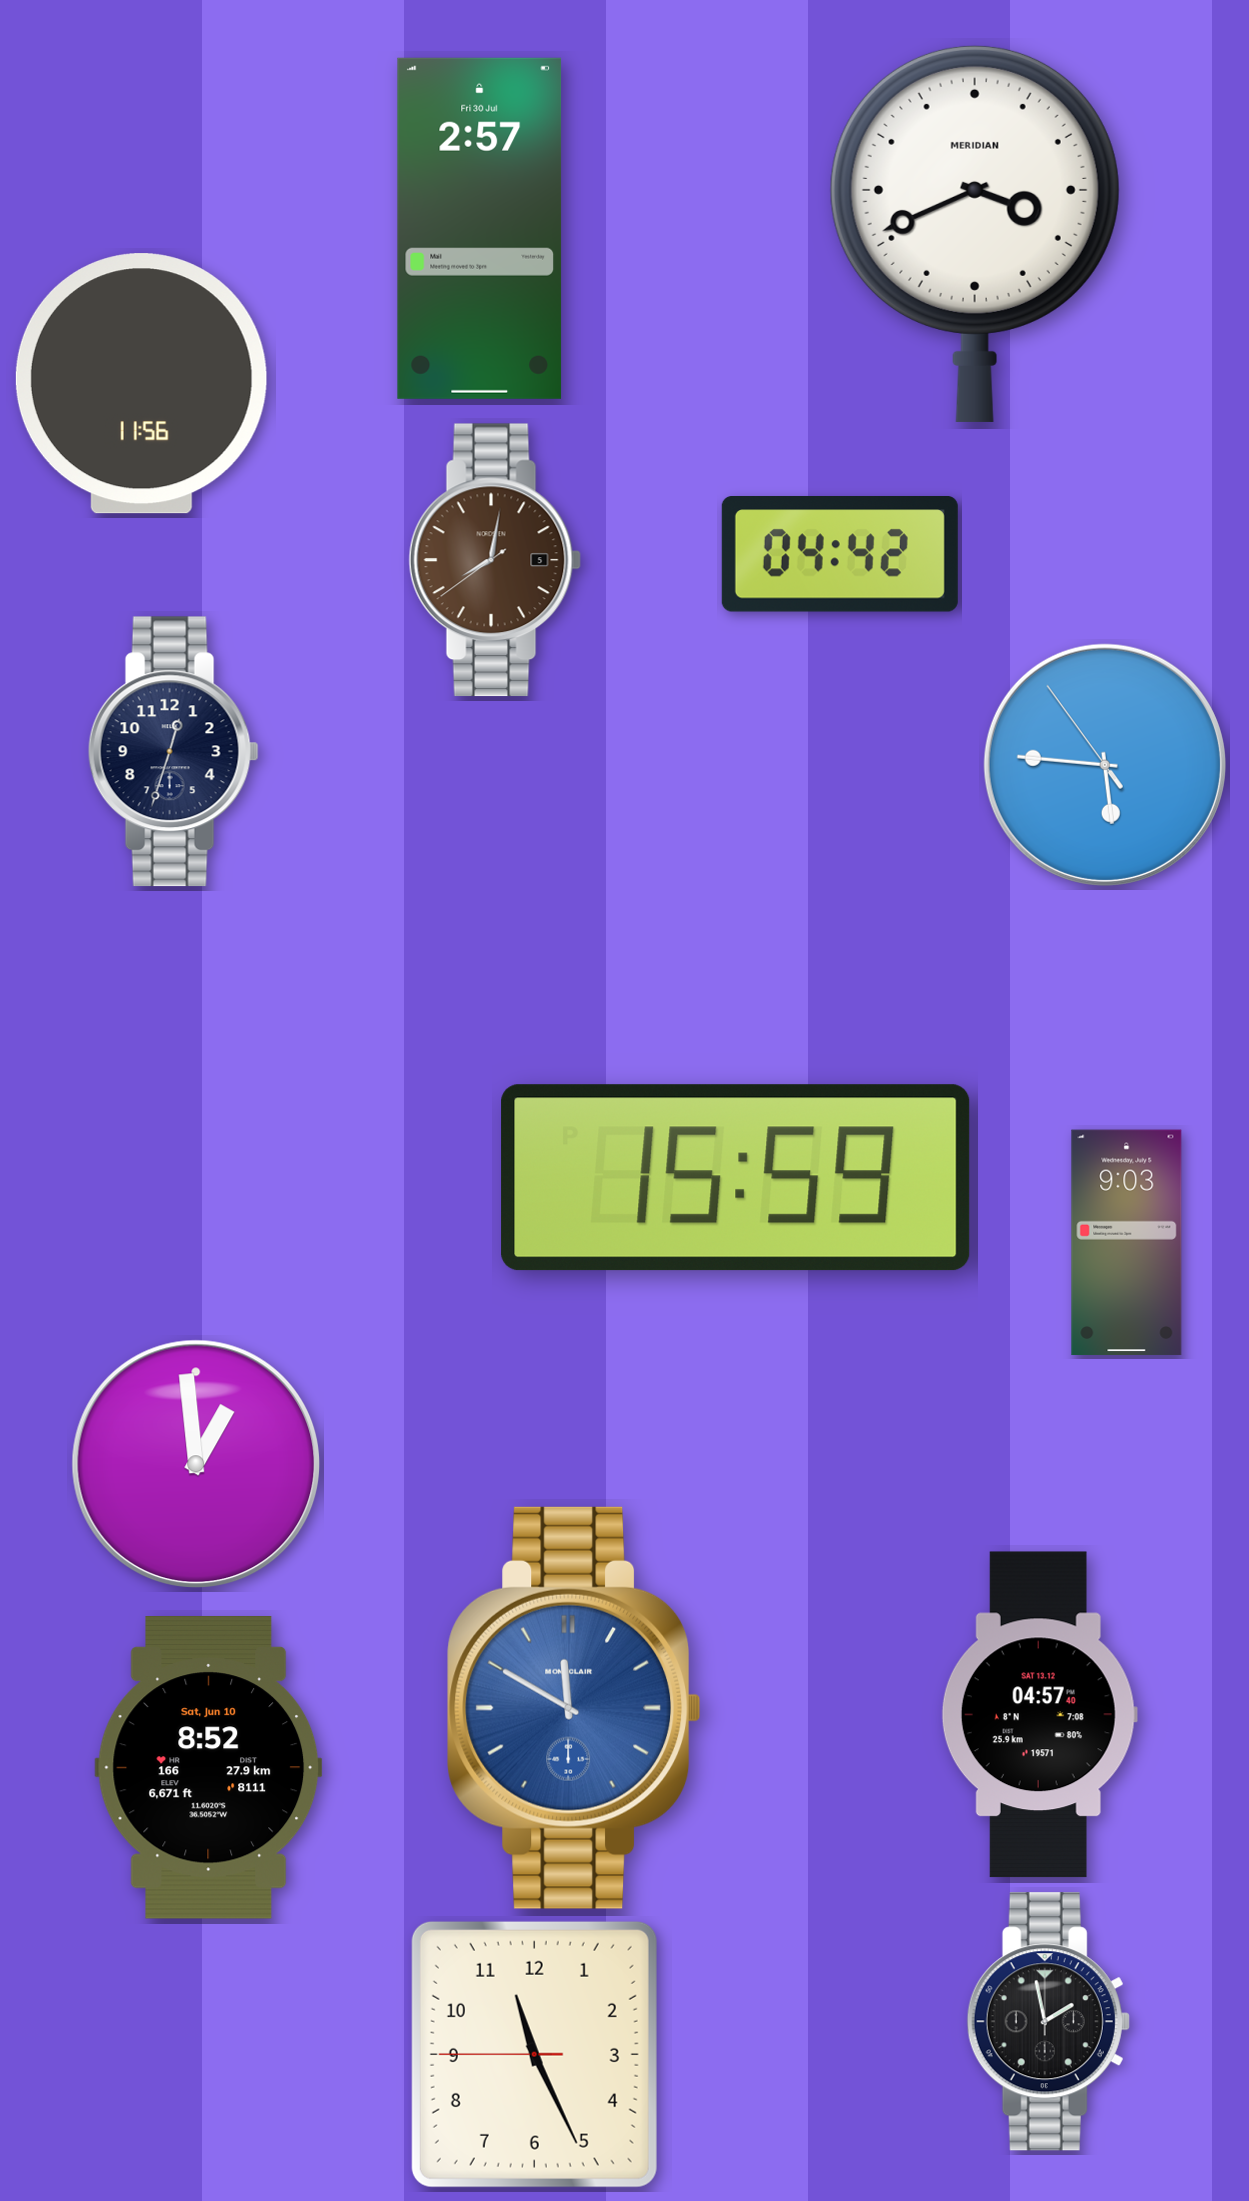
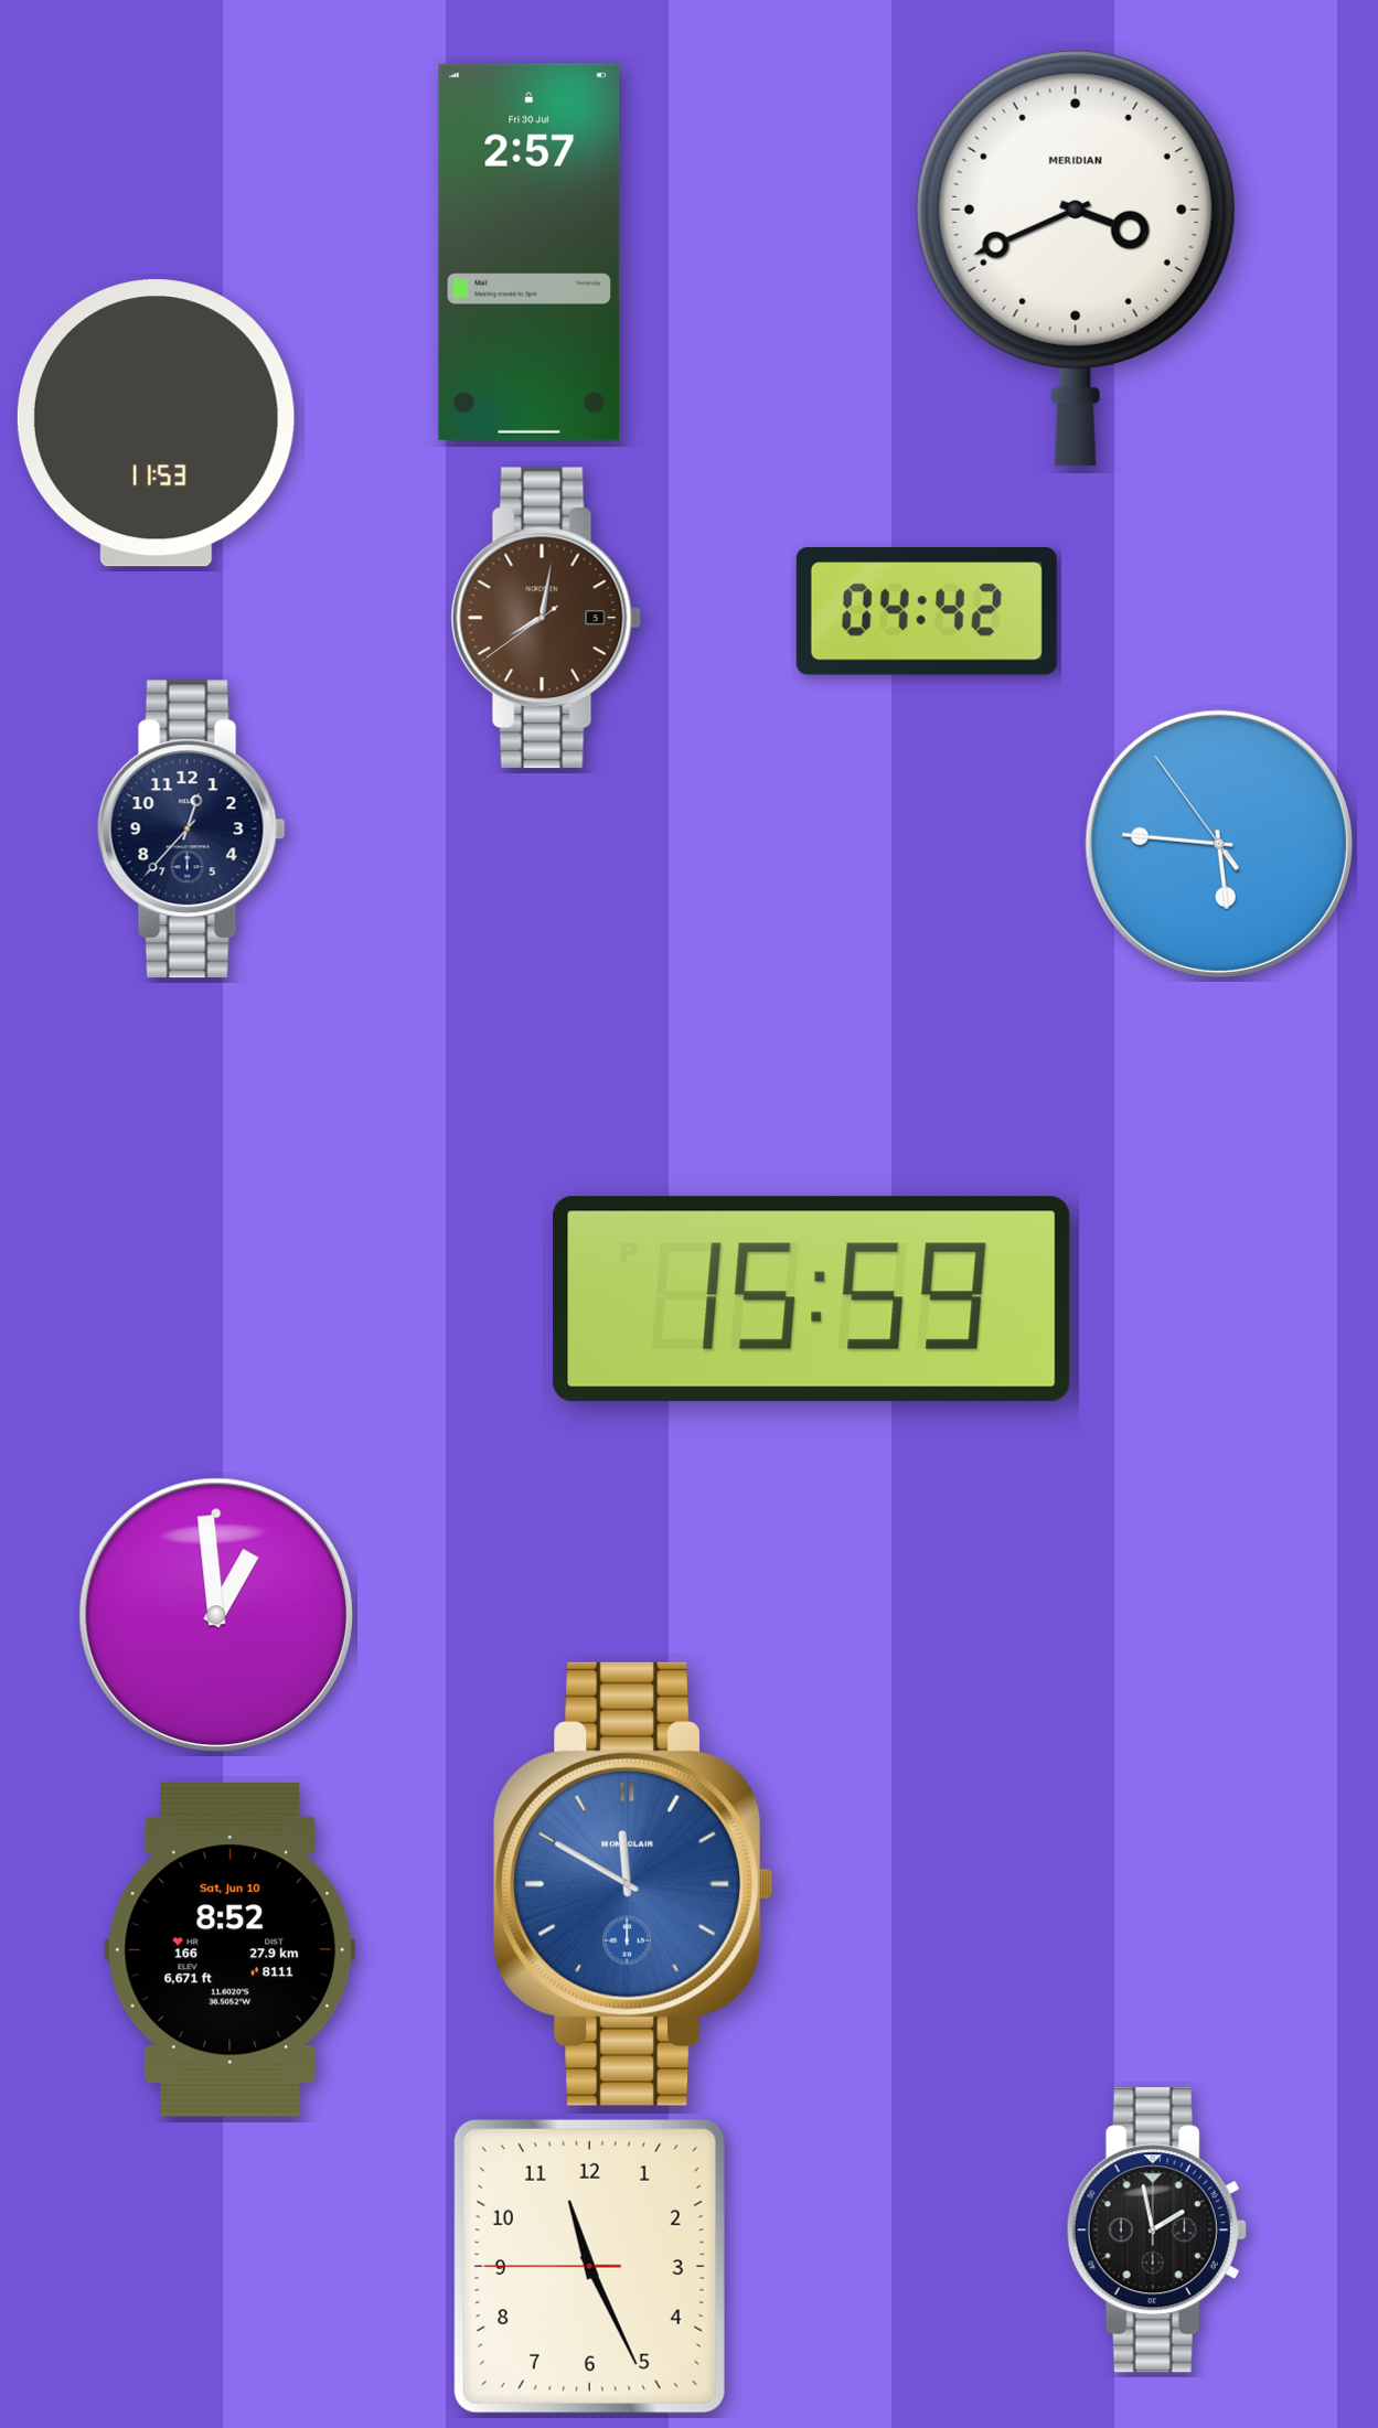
clock at (141, 384): 11:56 -> 11:53
clock at (173, 752): 12:33 -> 12:37
clock at (1127, 1243): 9:03 -> none
clock at (1039, 1715): 04:57 -> none
